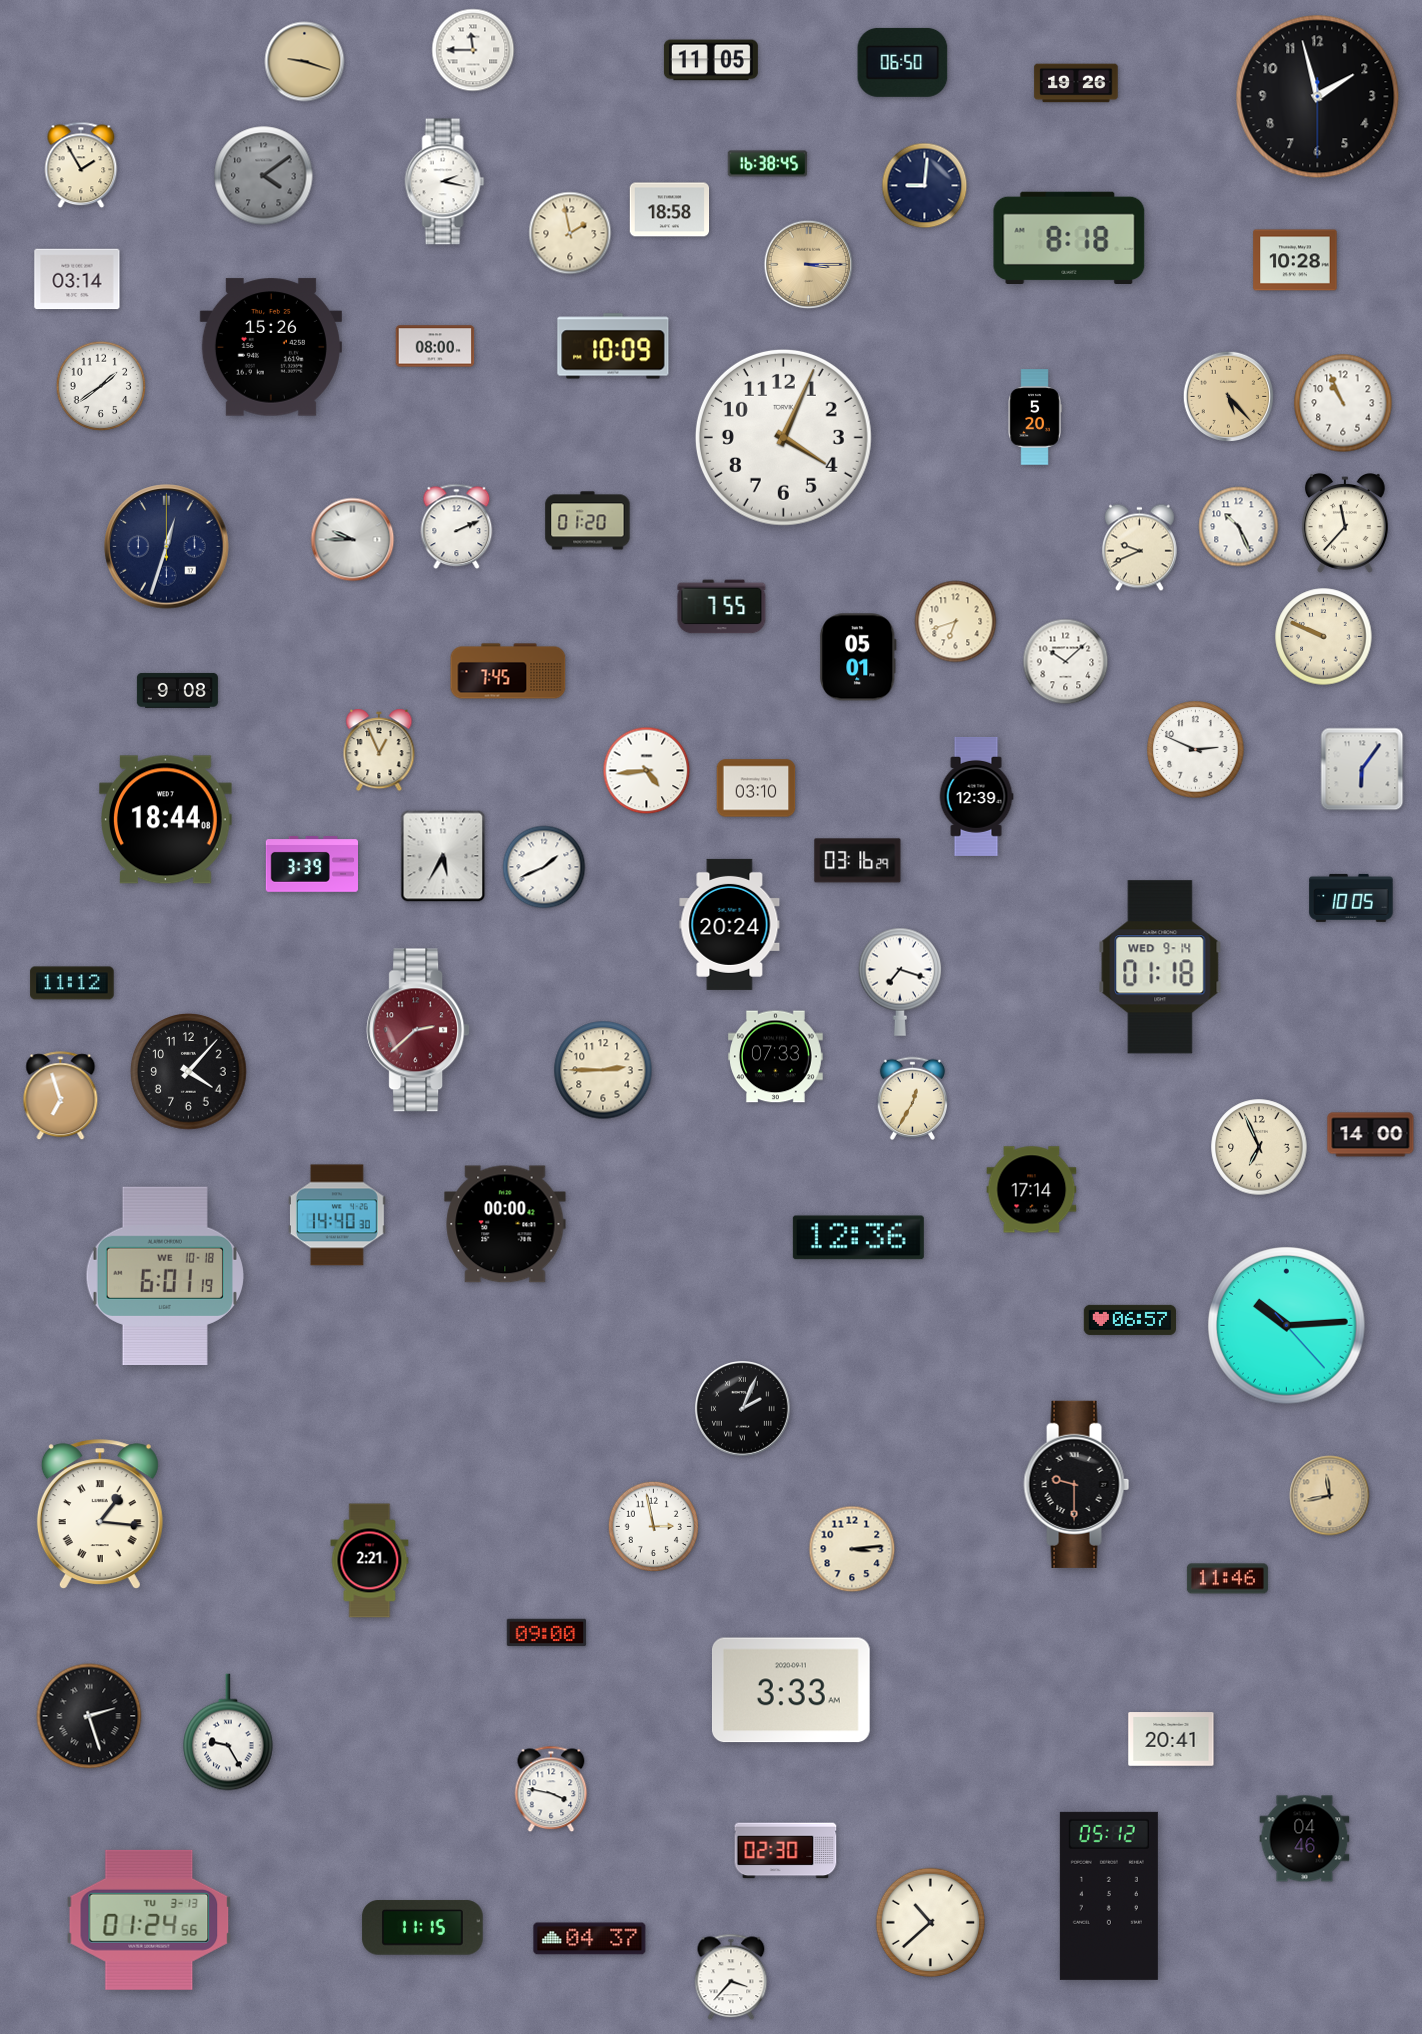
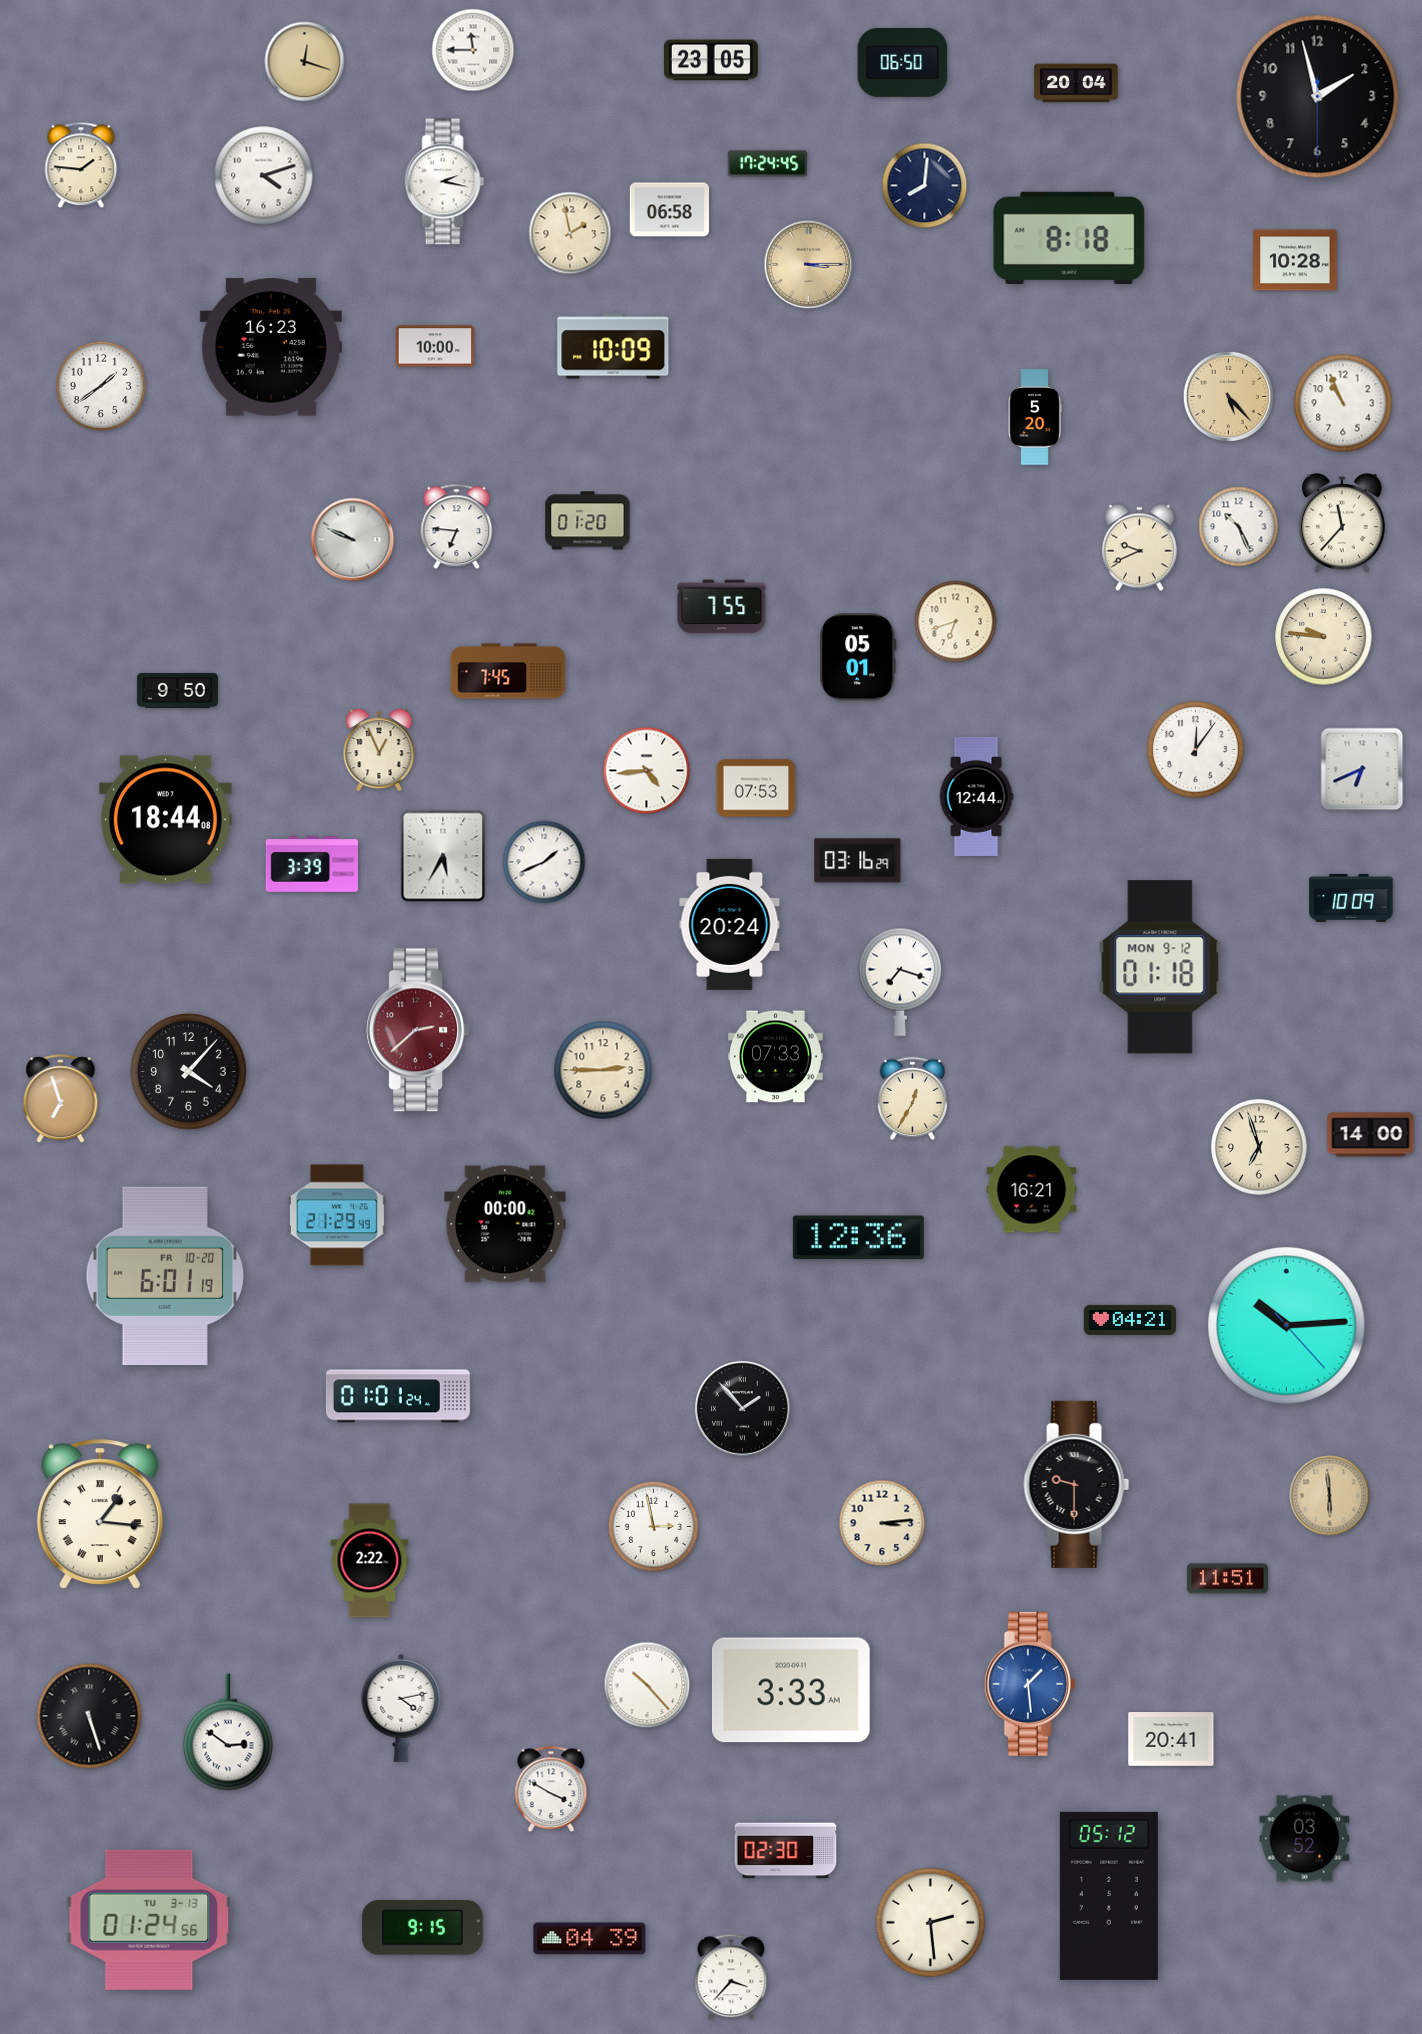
clock at (711, 60): 11:05 -> 23:05
clock at (305, 62): 9:18 -> 12:18
clock at (1076, 83): 19:26 -> 20:04
clock at (768, 164): 16:38 -> 17:24
clock at (81, 165): 1:55 -> 1:46
clock at (264, 176): 4:09 -> 4:12
clock at (264, 176) dial: grey -> white
clock at (925, 186): 9:01 -> 8:01
clock at (670, 210): 18:58 -> 06:58
clock at (77, 279): 03:14 -> none
clock at (435, 346): 08:00 -> 10:00
clock at (271, 347): 15:26 -> 16:23
clock at (783, 437): 4:04 -> none
clock at (1345, 523) position: (1345, 523) -> (1342, 523)
clock at (457, 527): 2:11 -> 6:46
clock at (353, 540): 9:45 -> 9:49
clock at (167, 547): 12:33 -> none
clock at (1324, 637): 9:49 -> 9:46
clock at (1066, 662): 10:08 -> none
clock at (177, 690): 9:08 -> 9:50
clock at (1196, 750): 2:49 -> 12:06
clock at (1362, 769): 6:06 -> 6:41
clock at (756, 788): 03:10 -> 07:53
clock at (976, 796): 12:39 -> 12:44
clock at (544, 867) position: (544, 867) -> (544, 862)
clock at (1351, 898): 10:05 -> 10:09
clock at (1160, 967) date: WED 9-14 -> MON 9-12
clock at (72, 983): 11:12 -> none
clock at (61, 1096) position: (61, 1096) -> (61, 1099)
clock at (1259, 1147): 6:56 -> 6:57
clock at (1032, 1190): 17:14 -> 16:21
clock at (337, 1215): 14:40 -> 21:29
clock at (164, 1275) date: WE 10-18 -> FR 10-20
clock at (1129, 1320): 06:57 -> 04:21
clock at (398, 1396): none -> 01:01
clock at (743, 1409): 2:04 -> 1:53
clock at (1330, 1496): 11:43 -> 5:59
clock at (852, 1549) position: (852, 1549) -> (882, 1523)
clock at (370, 1561): 2:21 -> 2:22
clock at (1227, 1579): 11:46 -> 11:51
clock at (547, 1633): 09:00 -> none
clock at (1030, 1684): none -> 1:29
clock at (647, 1685): none -> 10:23
clock at (401, 1708): none -> 4:13
clock at (89, 1716): 2:27 -> 5:27
clock at (228, 1732): 9:25 -> 2:51
clock at (551, 1789): 3:47 -> 3:50
clock at (1305, 1839): 04:46 -> 03:52
clock at (931, 1923): 10:38 -> 2:29
clock at (423, 1928): 11:15 -> 9:15
clock at (590, 1939): 04:37 -> 04:39
